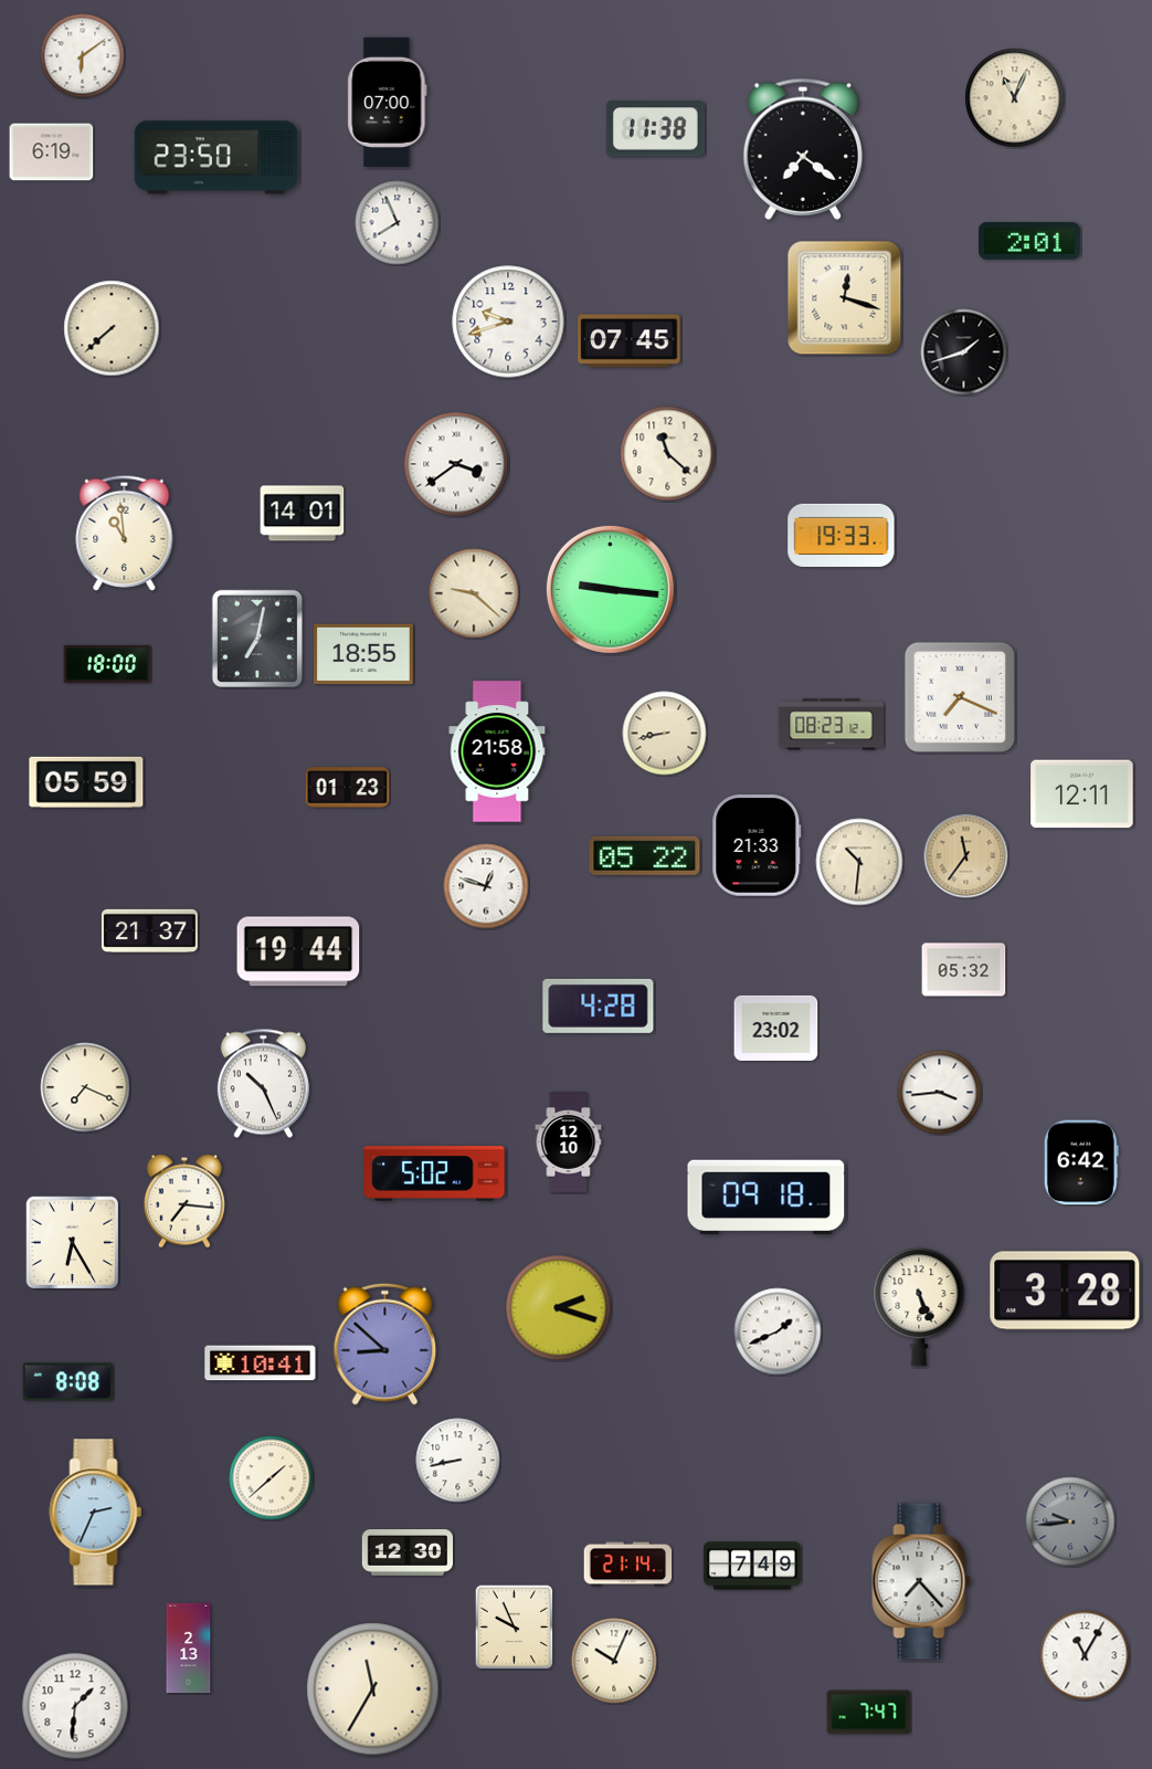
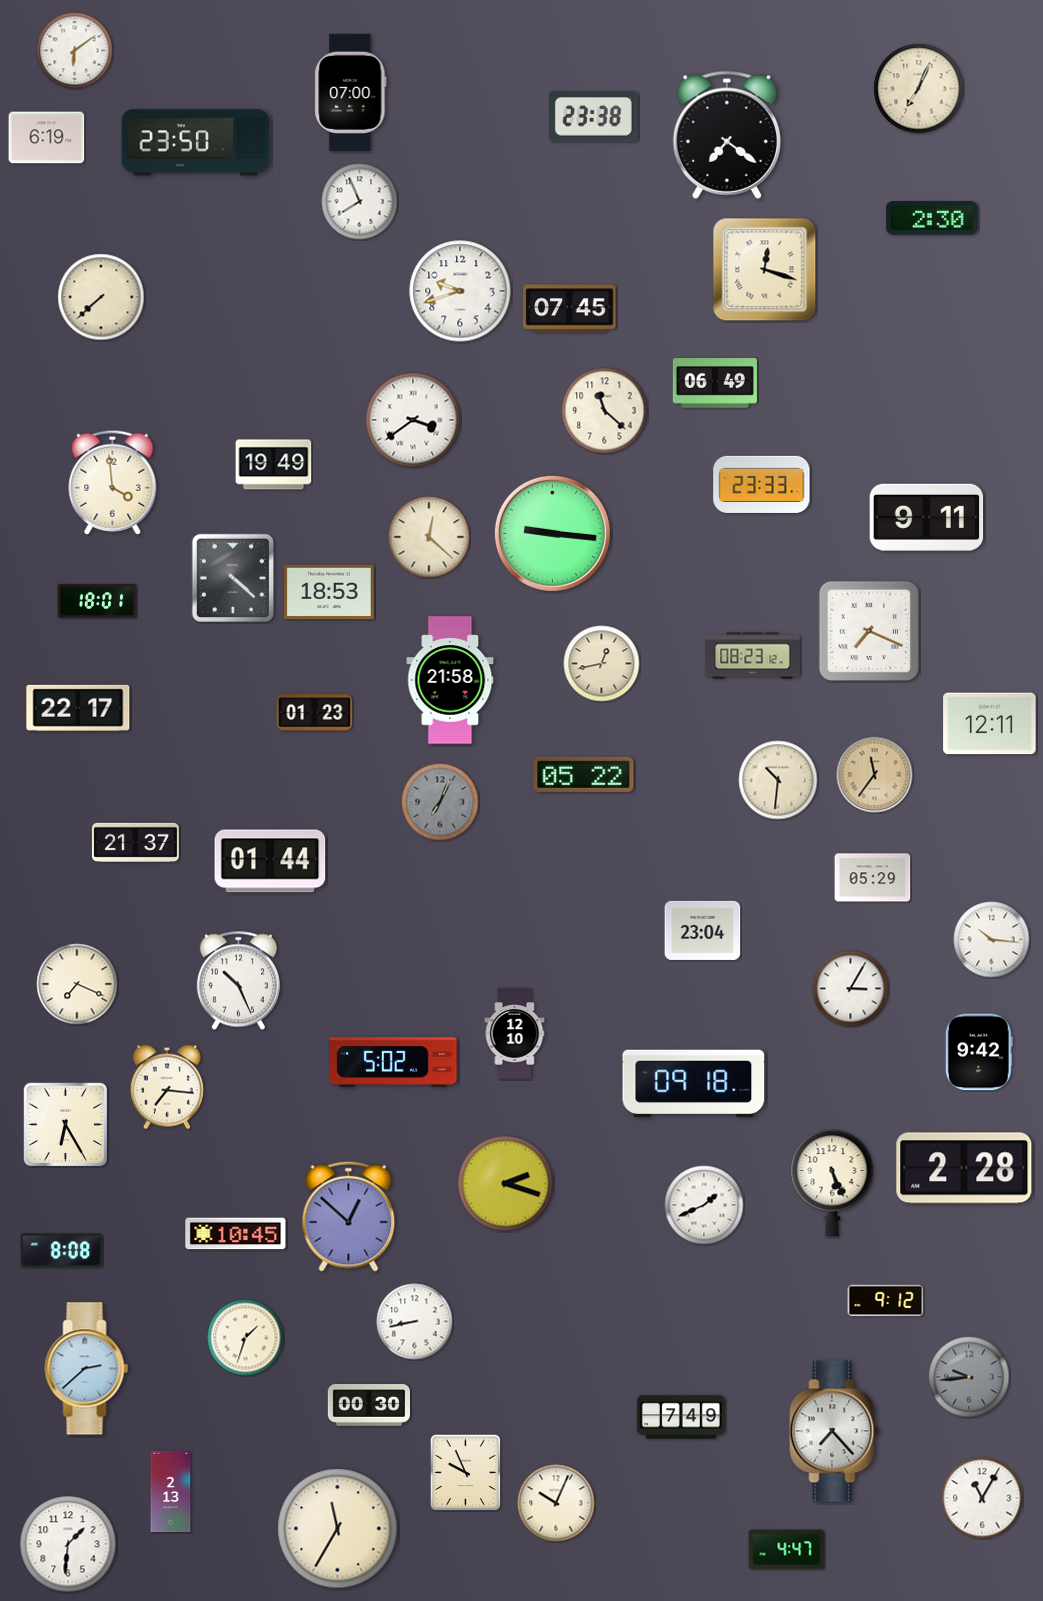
clock at (1015, 98): 11:04 -> 7:04
clock at (655, 129): 11:38 -> 23:38
clock at (1029, 241): 2:01 -> 2:30
clock at (964, 352): 1:42 -> none
clock at (715, 383): none -> 06:49
clock at (303, 514): 14:01 -> 19:49
clock at (125, 533): 10:59 -> 3:59
clock at (842, 535): 19:33 -> 23:33
clock at (927, 517): none -> 9:11
clock at (474, 593): 9:22 -> 12:22
clock at (256, 638): 7:02 -> 4:22
clock at (364, 654): 18:55 -> 18:53
clock at (107, 664): 18:00 -> 18:01
clock at (665, 734): 8:43 -> 12:43
clock at (86, 782): 05:59 -> 22:17
clock at (1082, 794) position: (1082, 794) -> (990, 724)
clock at (757, 845): 21:33 -> none
clock at (486, 886): 12:48 -> 7:04
clock at (486, 886) dial: white -> grey
clock at (298, 951): 19:44 -> 01:44
clock at (964, 970): 05:32 -> 05:29
clock at (599, 1005): 4:28 -> none
clock at (776, 1028): 23:02 -> 23:04
clock at (992, 940): none -> 10:16
clock at (940, 1093): 3:44 -> 3:05
clock at (1081, 1162): 6:42 -> 9:42
clock at (1065, 1291): 3:28 -> 2:28
clock at (385, 1344): 8:52 -> 12:52
clock at (261, 1363): 10:41 -> 10:45
clock at (886, 1301): none -> 9:12
clock at (272, 1478): 1:38 -> 1:33
clock at (96, 1513): 2:34 -> 2:38
clock at (406, 1554): 12:30 -> 00:30
clock at (628, 1565): 21:14 -> none
clock at (869, 1713): 7:47 -> 4:47
